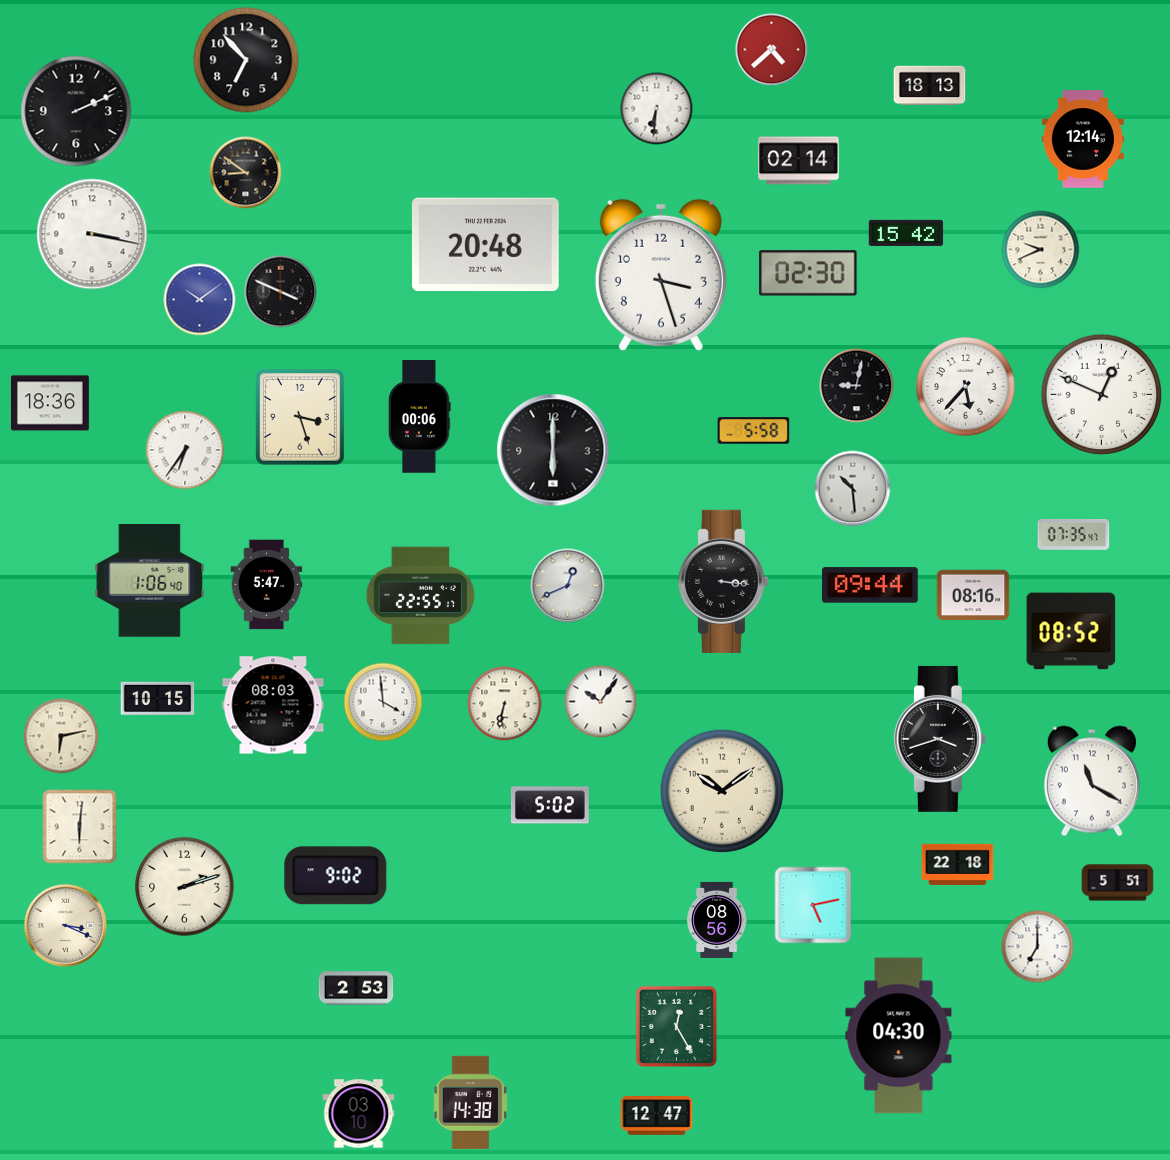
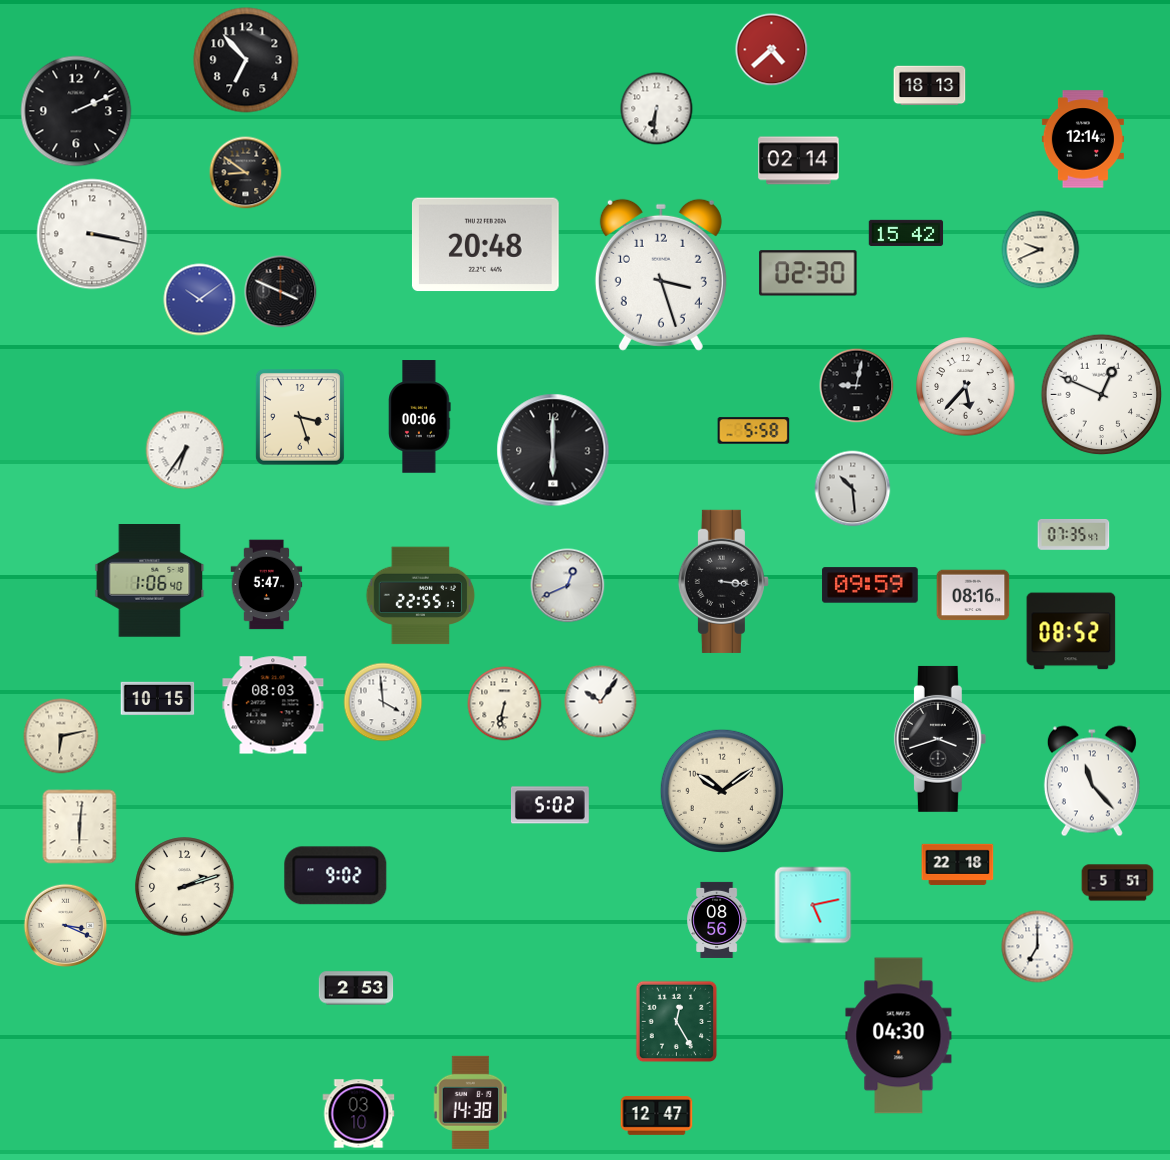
clock at (51, 403): 18:36 -> none
clock at (870, 585): 09:44 -> 09:59
clock at (1092, 781): 11:20 -> 11:23
clock at (677, 1027) position: (677, 1027) -> (677, 1022)
